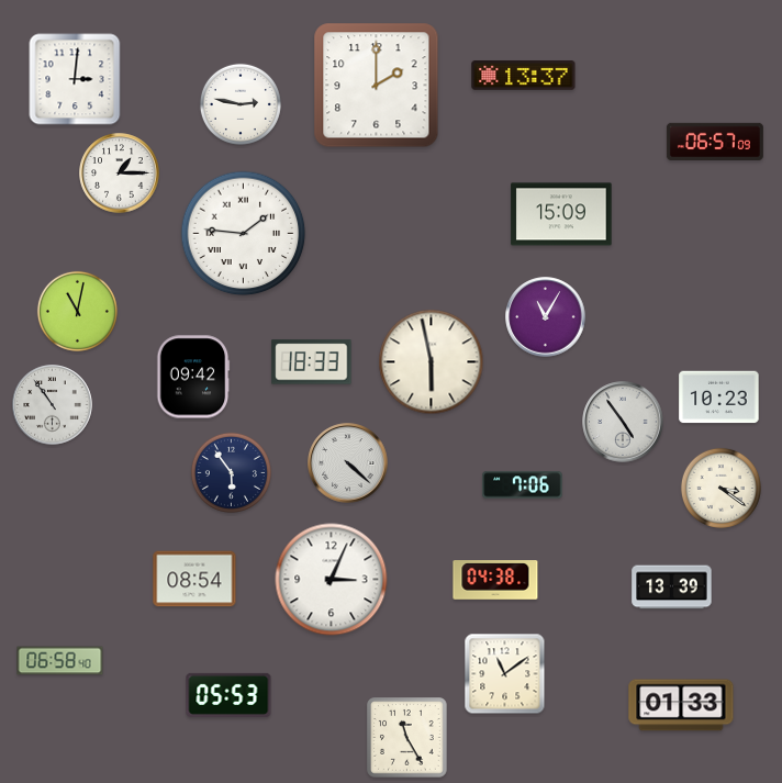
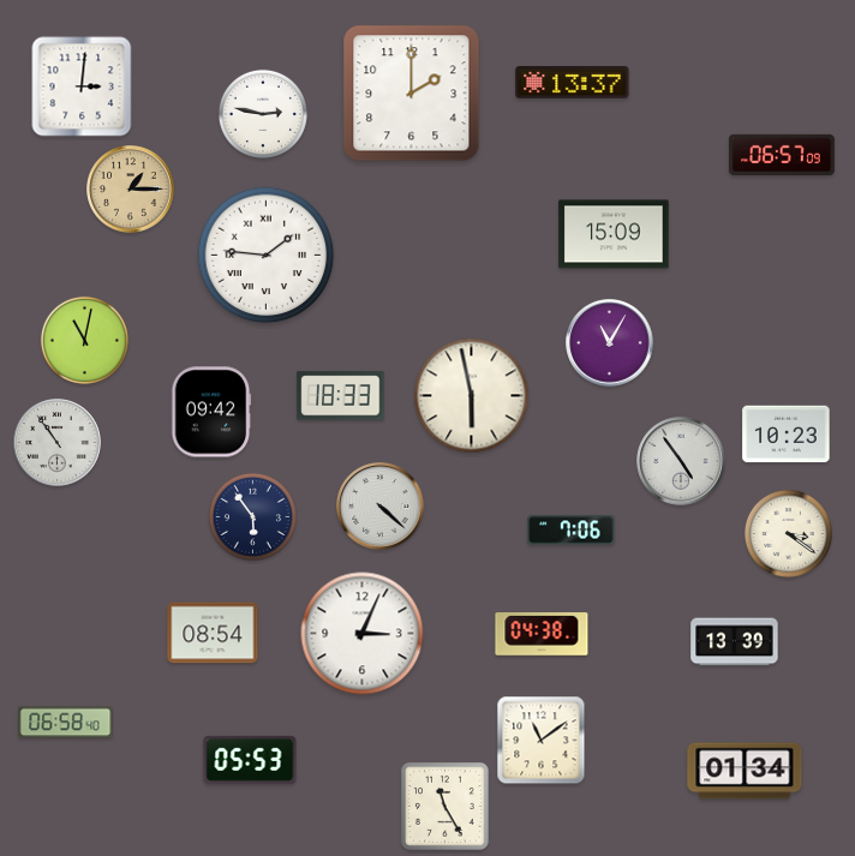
clock at (120, 174) dial: white -> champagne
clock at (546, 317) position: (546, 317) -> (610, 343)
clock at (505, 674) position: (505, 674) -> (542, 741)
clock at (681, 705): 01:33 -> 01:34
